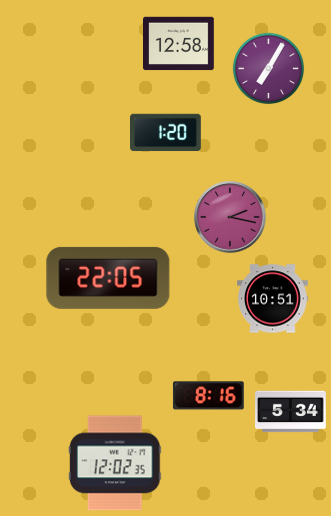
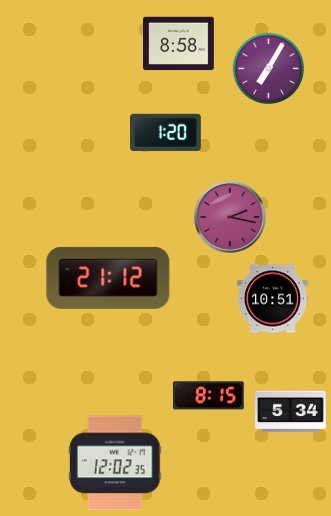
clock at (179, 44): 12:58 -> 8:58
clock at (108, 278): 22:05 -> 21:12
clock at (208, 396): 8:16 -> 8:15
